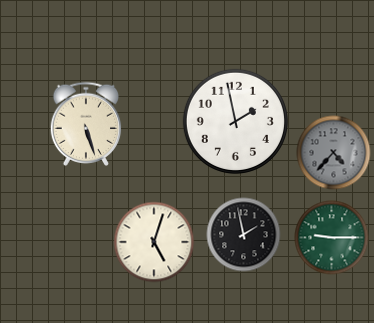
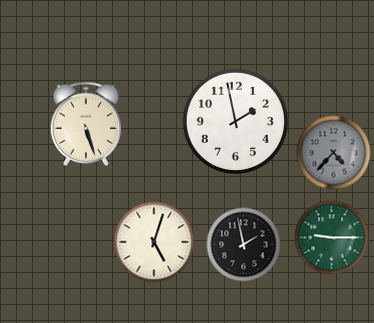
clock at (244, 235) position: (244, 235) -> (244, 245)
